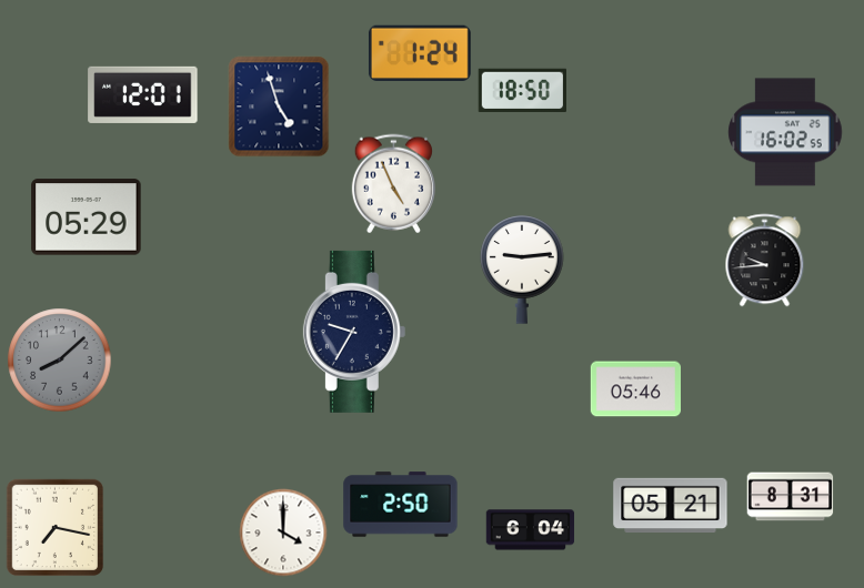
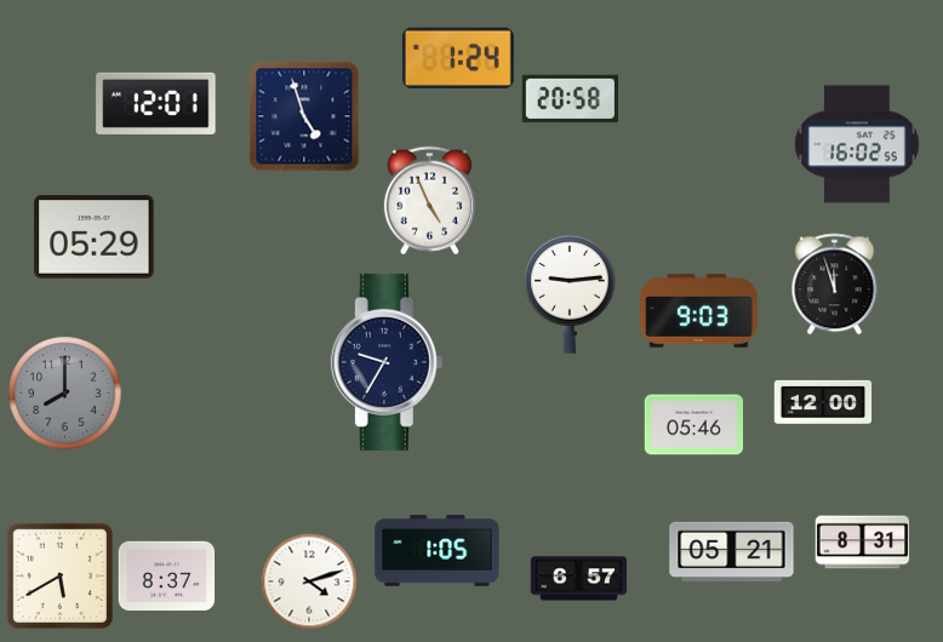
clock at (522, 91): 18:50 -> 20:58
clock at (765, 260): 9:44 -> 11:57
clock at (699, 311): none -> 9:03
clock at (59, 359): 8:08 -> 8:00
clock at (823, 402): none -> 12:00
clock at (401, 505): 2:50 -> 1:05
clock at (54, 527): 7:17 -> 5:40
clock at (166, 577): none -> 8:37
clock at (530, 530): 6:04 -> 6:57
clock at (283, 533): 4:00 -> 4:12
